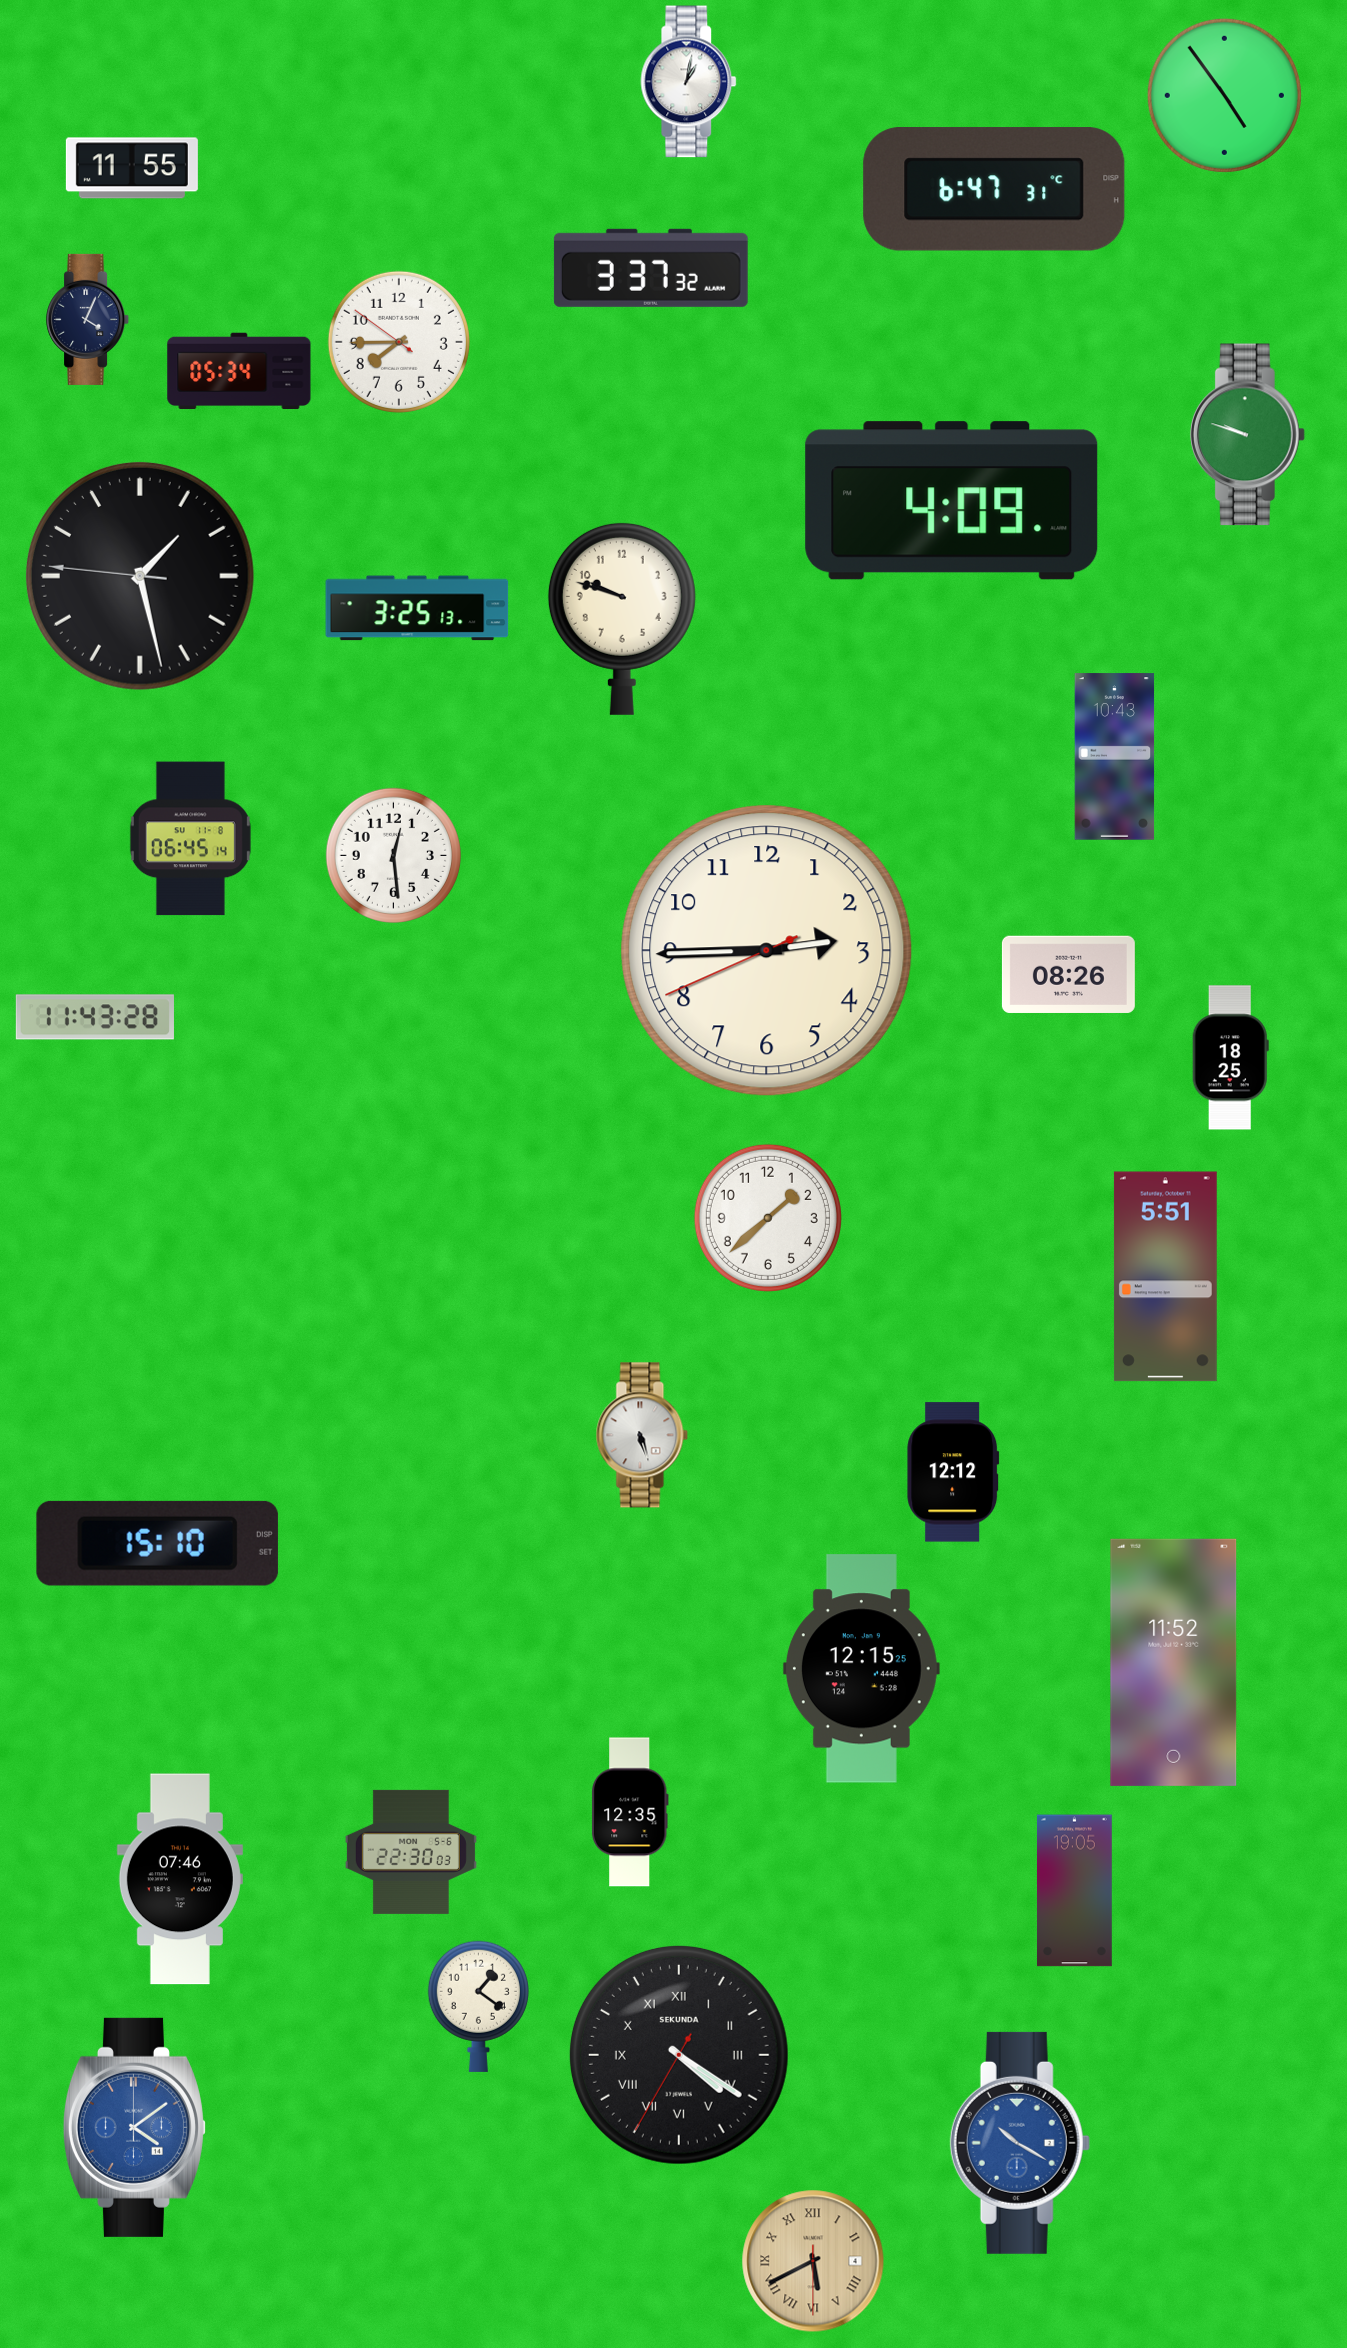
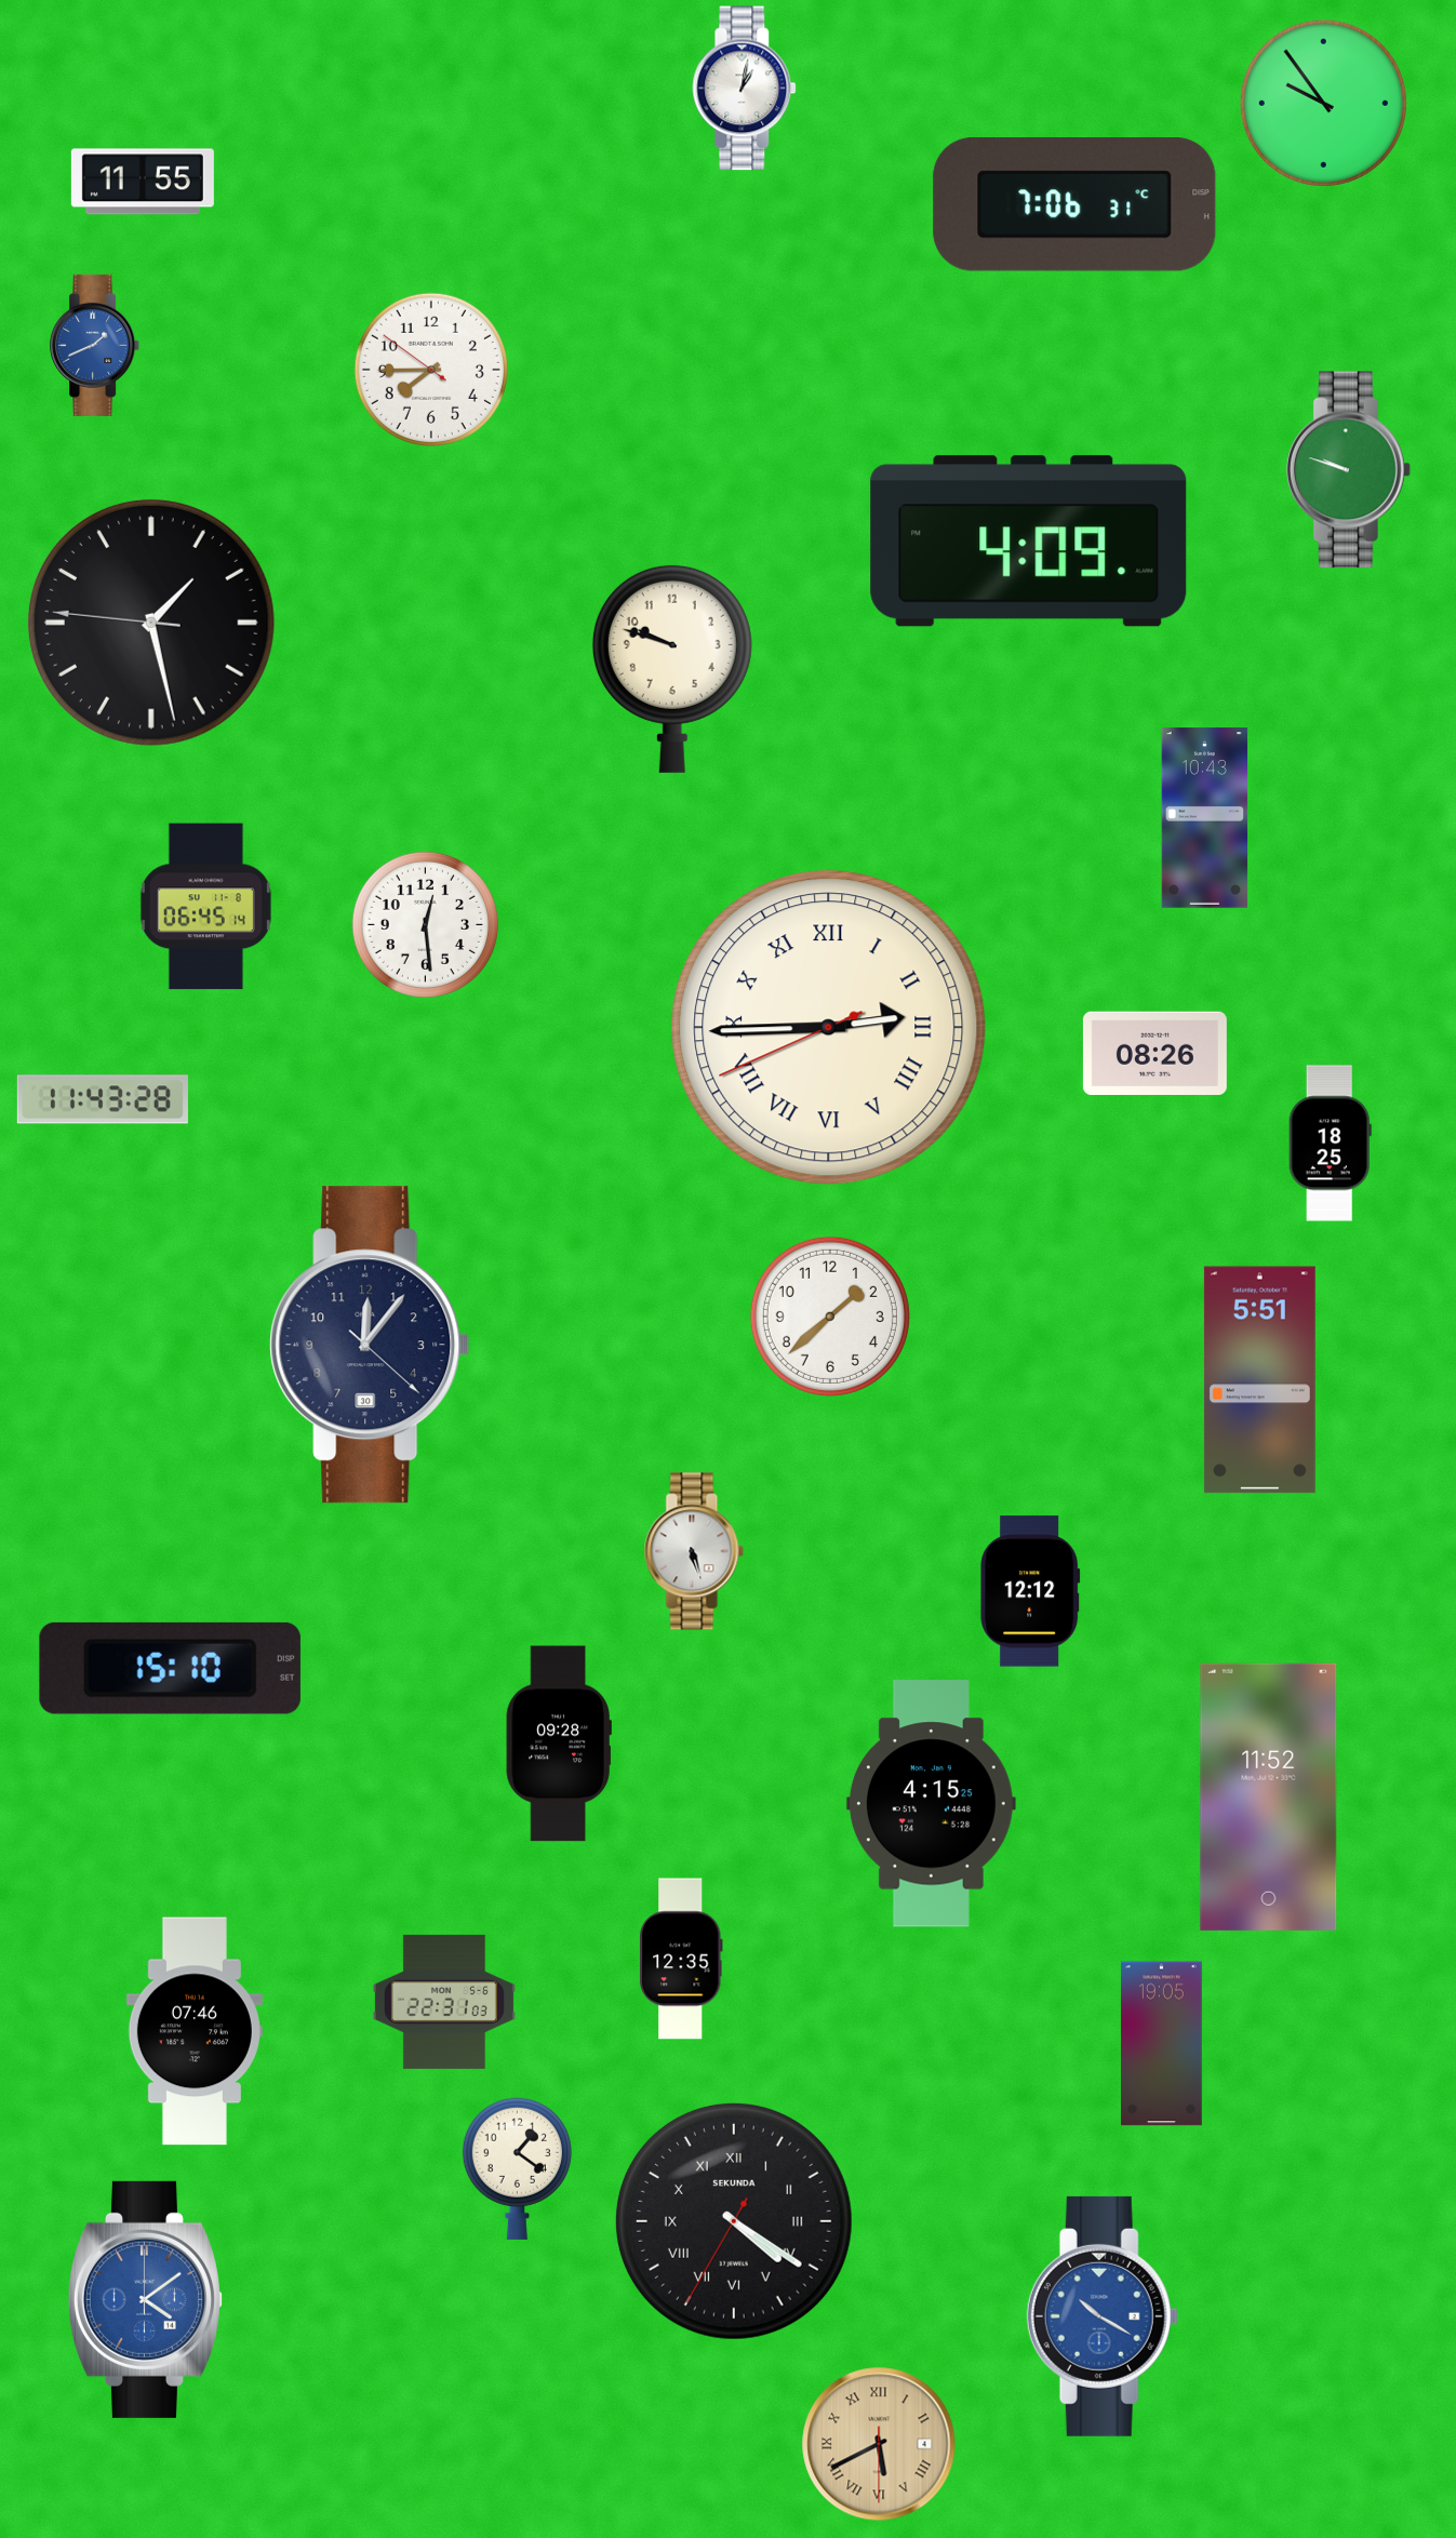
clock at (1224, 95): 4:54 -> 9:54
clock at (994, 189): 6:47 -> 7:06
clock at (651, 268): 3:37 -> none
clock at (88, 319): 4:04 -> 1:41
clock at (88, 319) dial: navy -> blue
clock at (239, 370): 05:34 -> none
clock at (417, 608): 3:25 -> none
clock at (767, 951) numerals: Arabic -> Roman
clock at (370, 1345): none -> 12:06
clock at (559, 1744): none -> 09:28
clock at (861, 1669): 12:15 -> 4:15
clock at (411, 1852): 22:30 -> 22:31
